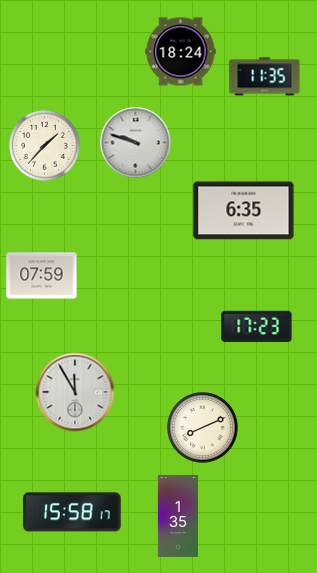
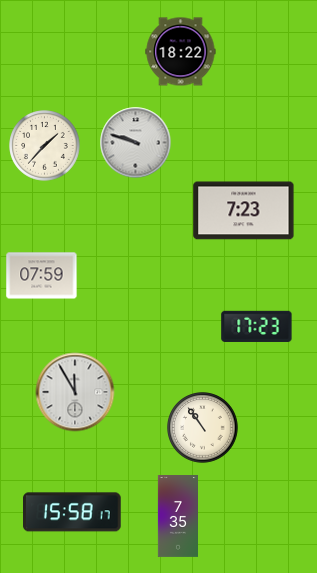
clock at (181, 52): 18:24 -> 18:22
clock at (265, 77): 11:35 -> none
clock at (244, 211): 6:35 -> 7:23
clock at (203, 428): 8:11 -> 10:54
clock at (177, 517): 1:35 -> 7:35
